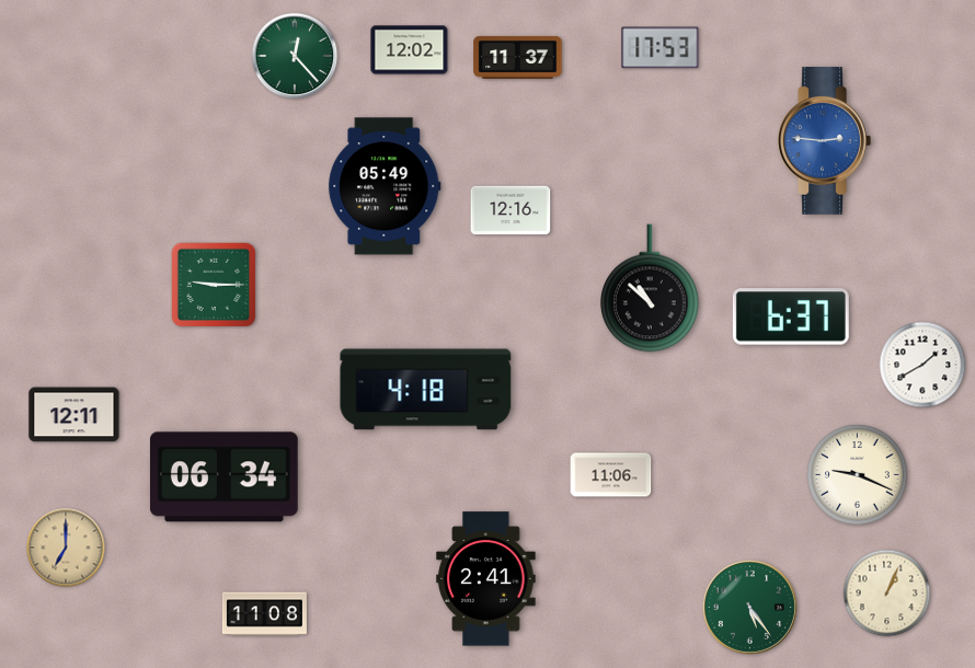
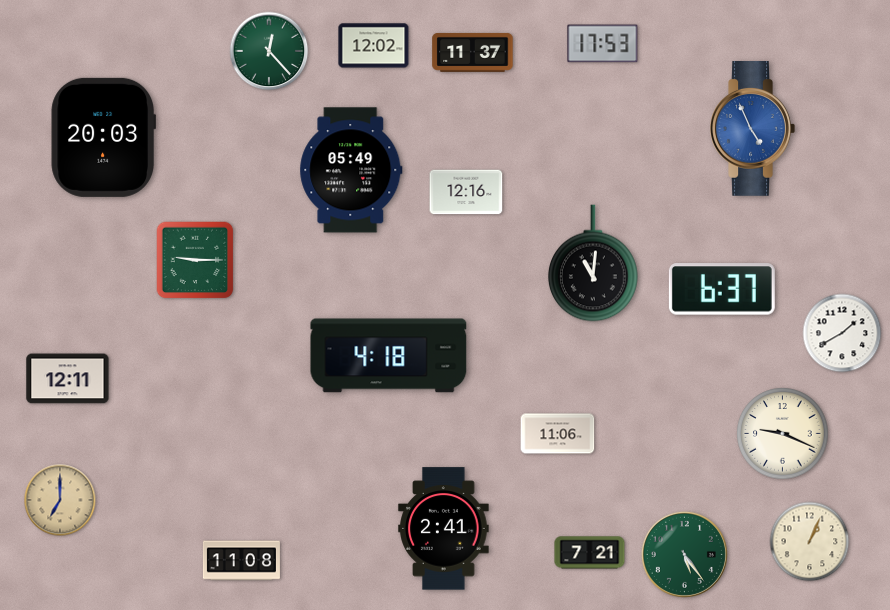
clock at (824, 141): 2:46 -> 4:56
clock at (103, 137): none -> 20:03
clock at (650, 288): 10:52 -> 11:01
clock at (223, 477): 06:34 -> none
clock at (590, 553): none -> 7:21
